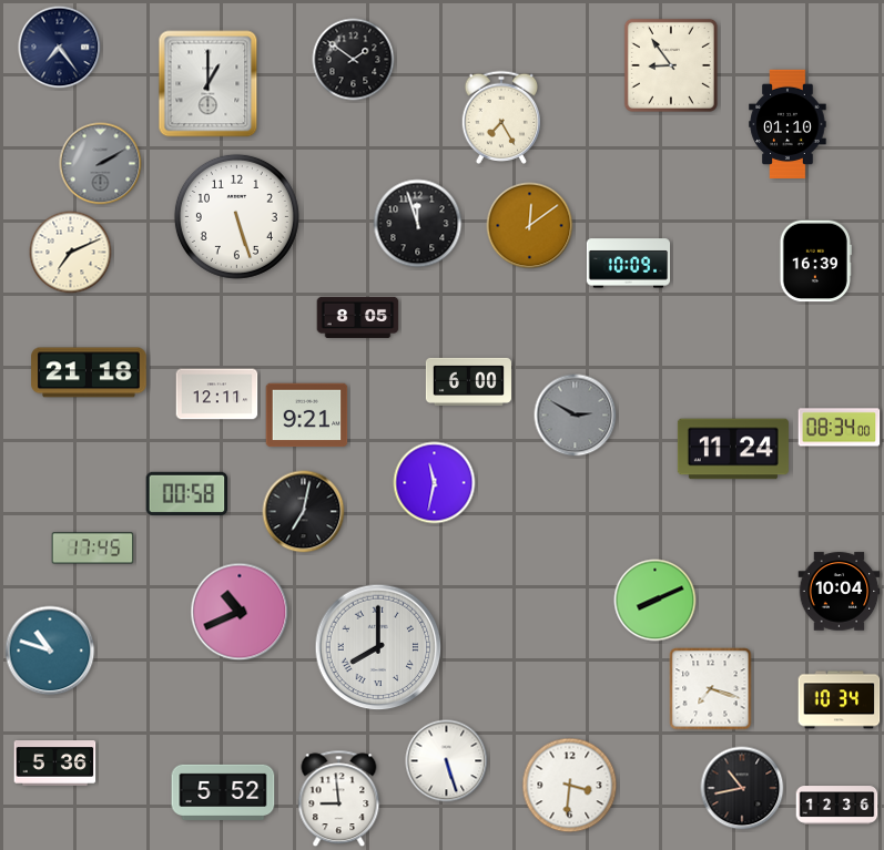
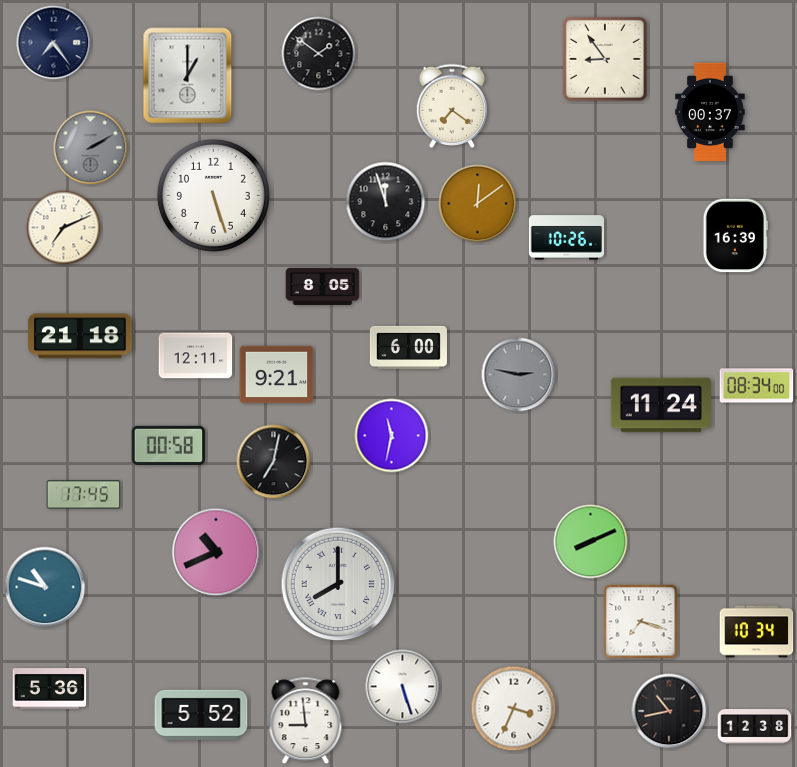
clock at (501, 117): 7:25 -> 7:21
clock at (788, 124): 01:10 -> 00:37
clock at (418, 224) position: (418, 224) -> (386, 202)
clock at (629, 264): 10:09 -> 10:26
clock at (468, 381) position: (468, 381) -> (408, 347)
clock at (576, 416): 2:50 -> 2:47
clock at (840, 592): 10:04 -> none
clock at (378, 647) position: (378, 647) -> (338, 584)
clock at (570, 786): 3:31 -> 3:34
clock at (837, 806): 12:36 -> 12:38
